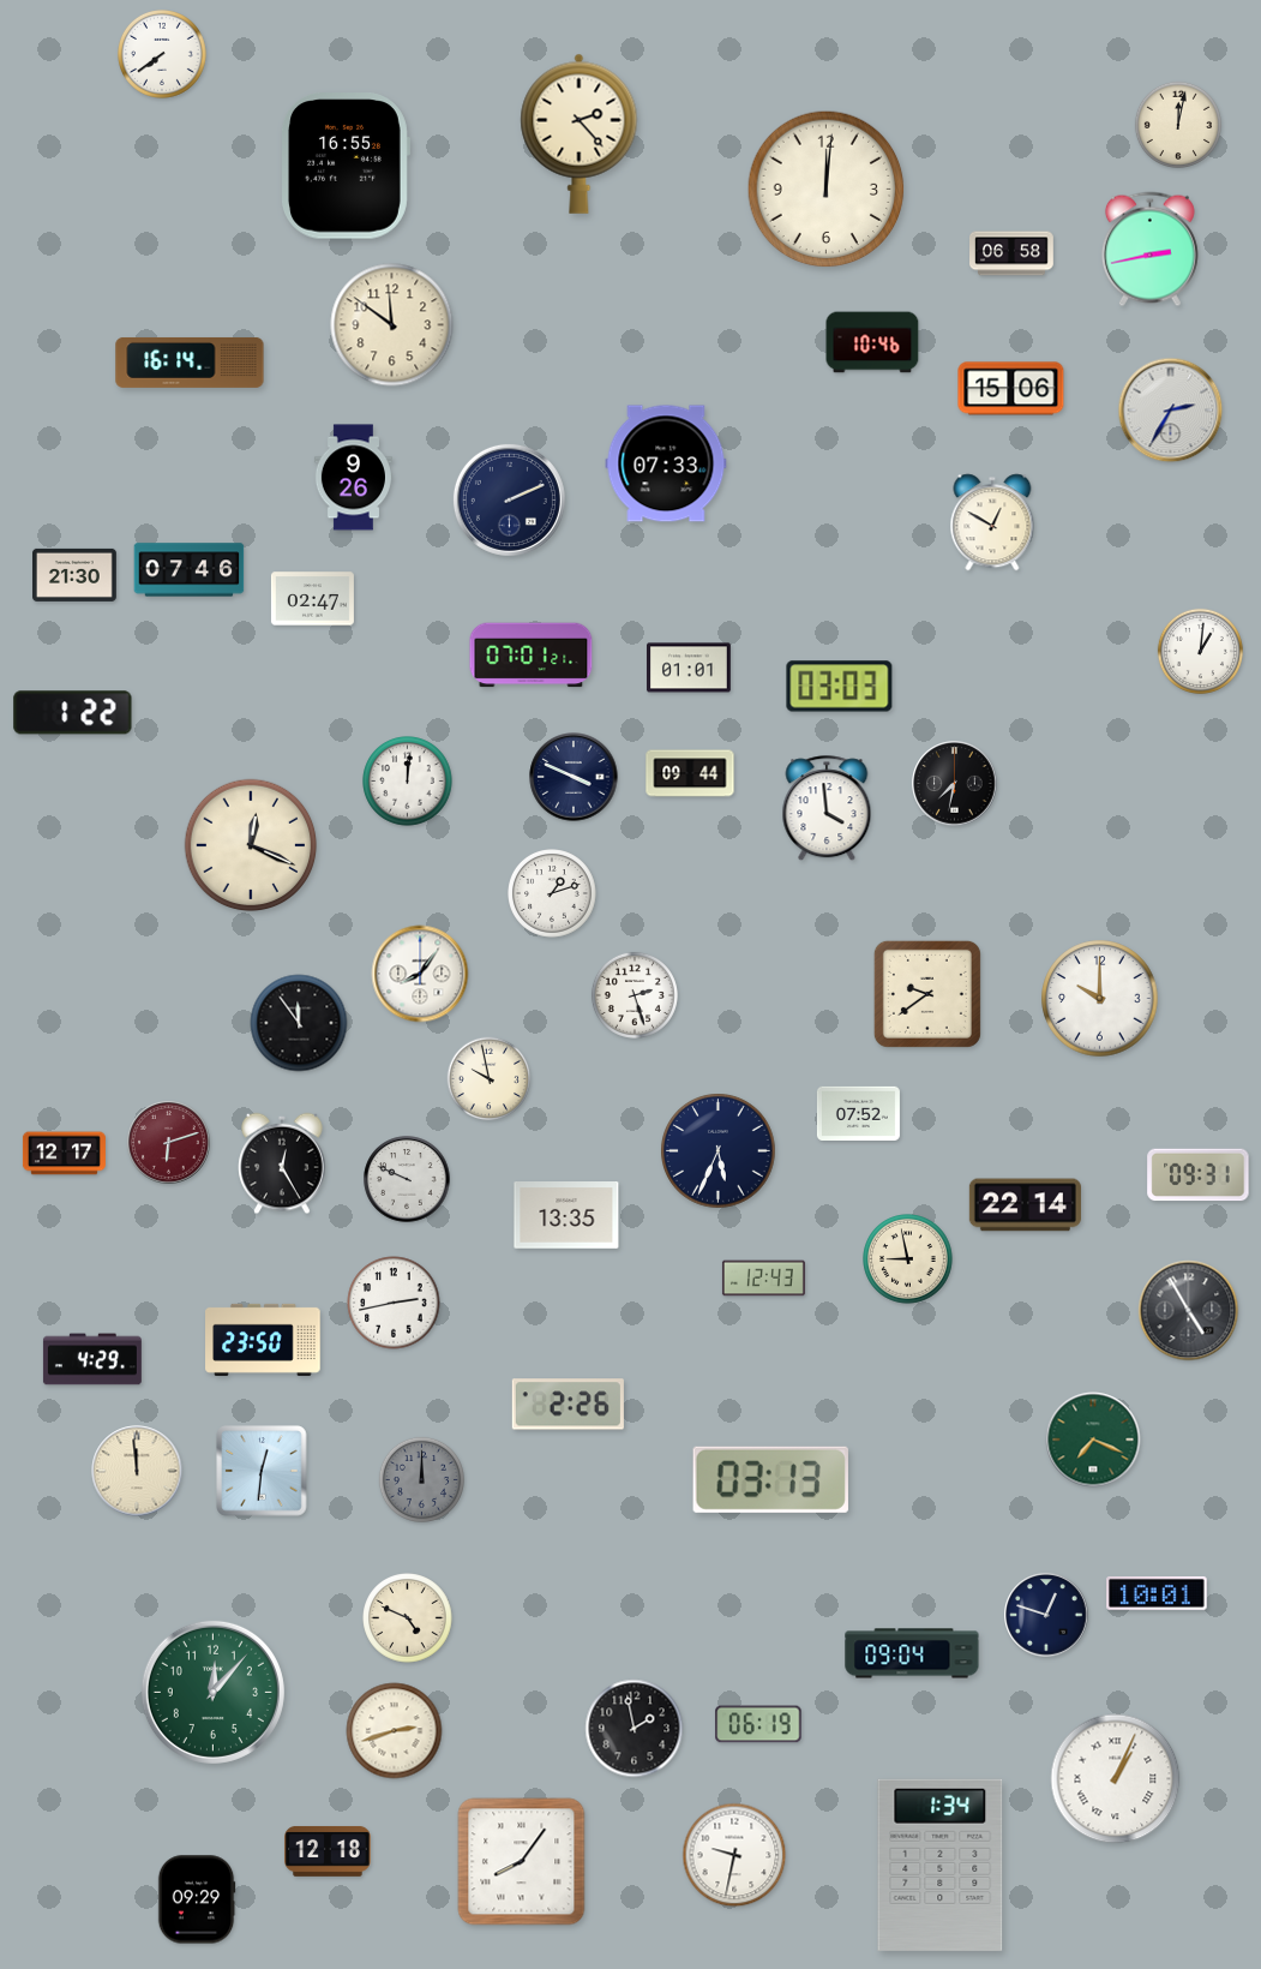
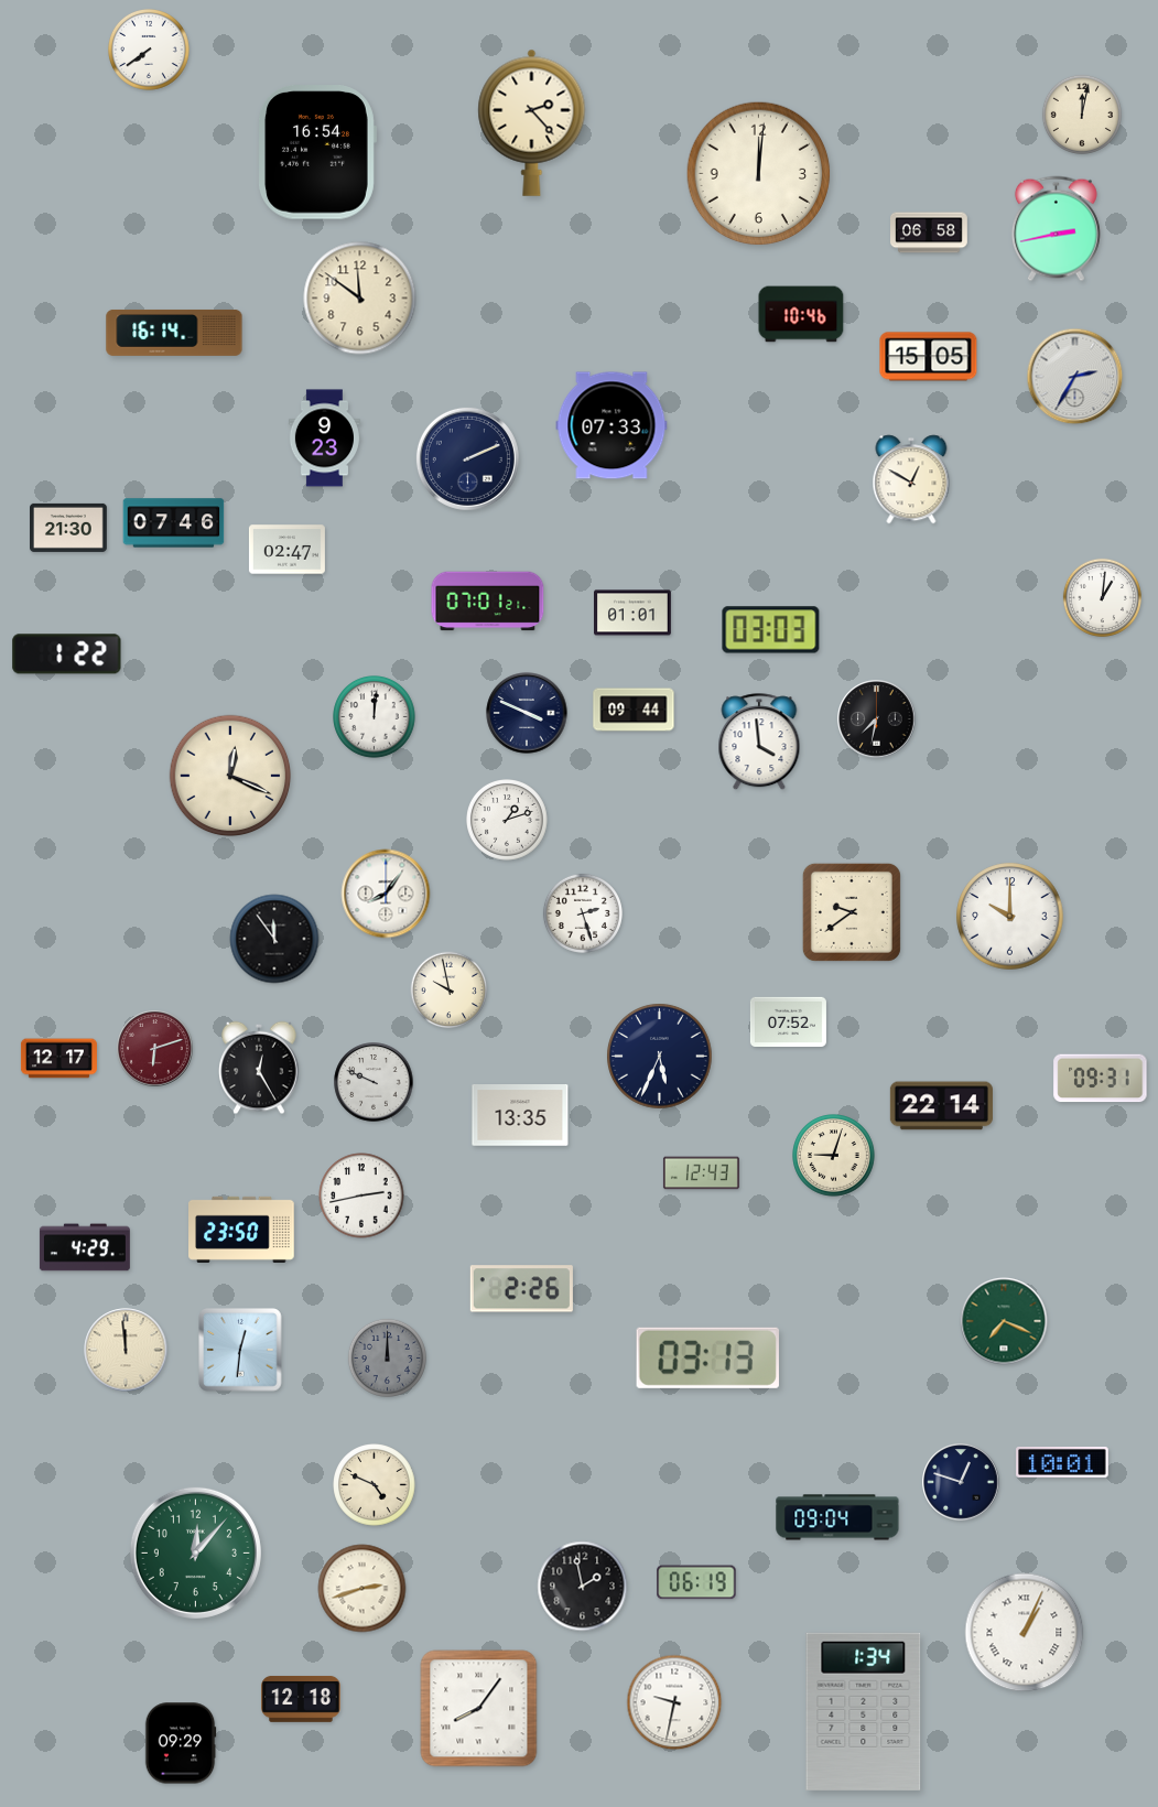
clock at (346, 166): 16:55 -> 16:54
clock at (1011, 389): 15:06 -> 15:05
clock at (353, 478): 9:26 -> 9:23
clock at (908, 1259): 8:58 -> 9:03
clock at (1189, 1311): 4:55 -> none
